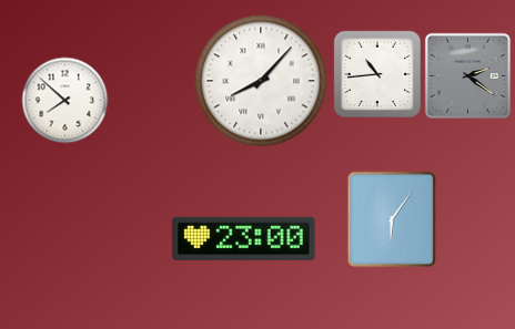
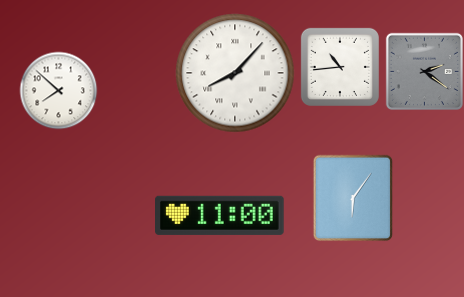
clock at (467, 75) position: (467, 75) -> (424, 71)
clock at (244, 238): 23:00 -> 11:00
